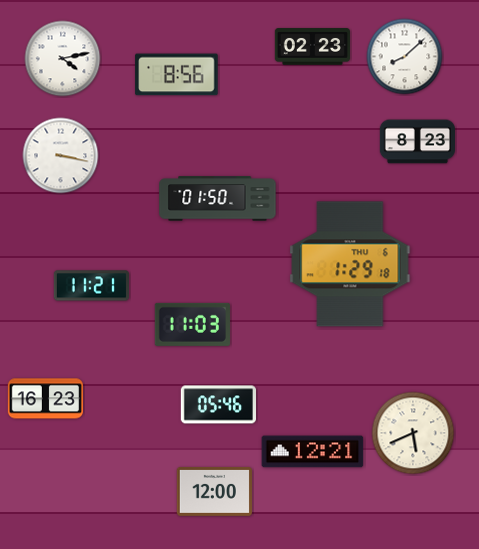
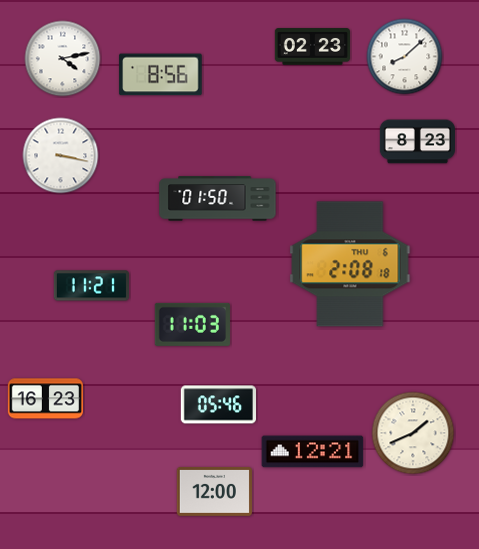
clock at (177, 75) position: (177, 75) -> (161, 75)
clock at (350, 264): 1:29 -> 2:08
clock at (413, 433): 5:41 -> 1:41
